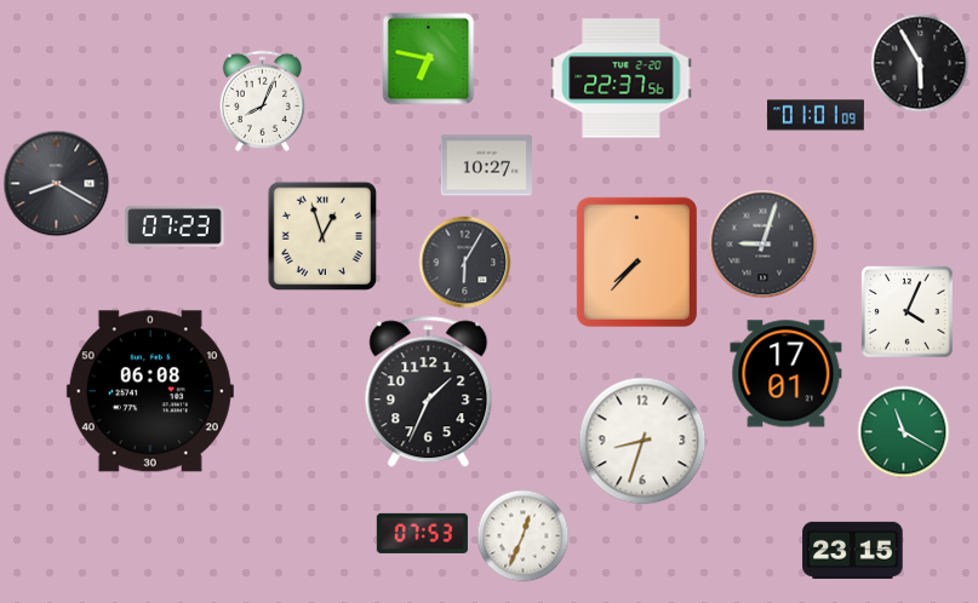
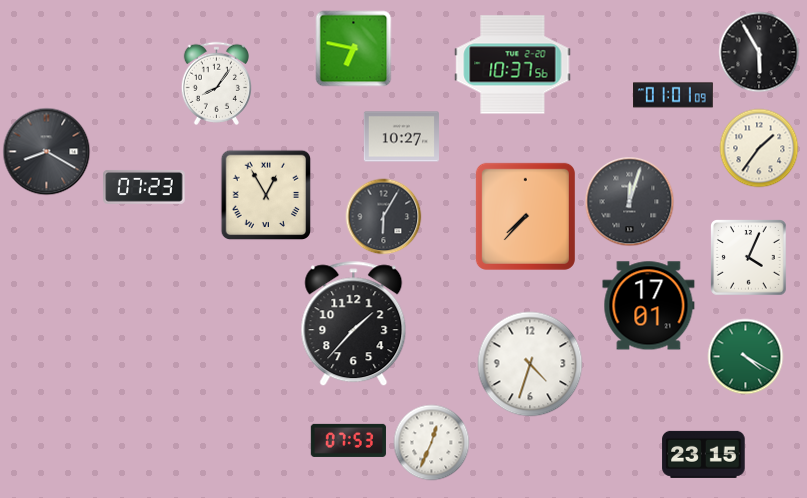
clock at (622, 79): 22:37 -> 10:37
clock at (262, 100): 8:04 -> 8:06
clock at (759, 148): none -> 1:36
clock at (322, 236): 12:57 -> 12:55
clock at (763, 245): 9:03 -> 12:03
clock at (787, 374) position: (787, 374) -> (649, 306)
clock at (150, 391): 06:08 -> none
clock at (429, 392): 1:34 -> 1:37
clock at (904, 432): 11:20 -> 4:20
clock at (642, 441): 8:33 -> 4:33
